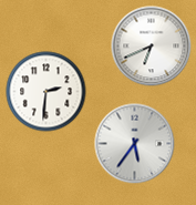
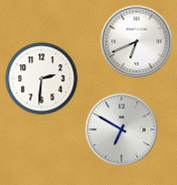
clock at (47, 92) position: (47, 92) -> (42, 79)
clock at (135, 144): 5:36 -> 6:50
